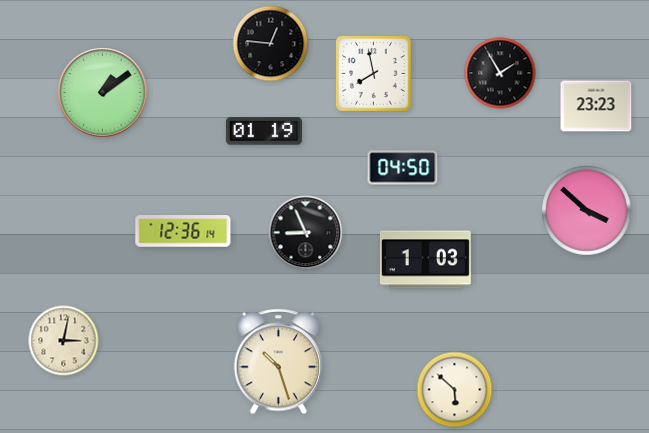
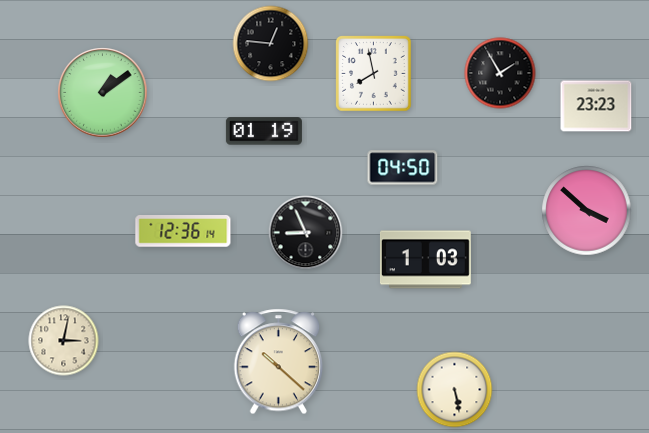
clock at (279, 362): 10:27 -> 10:22
clock at (455, 390): 5:52 -> 5:28
